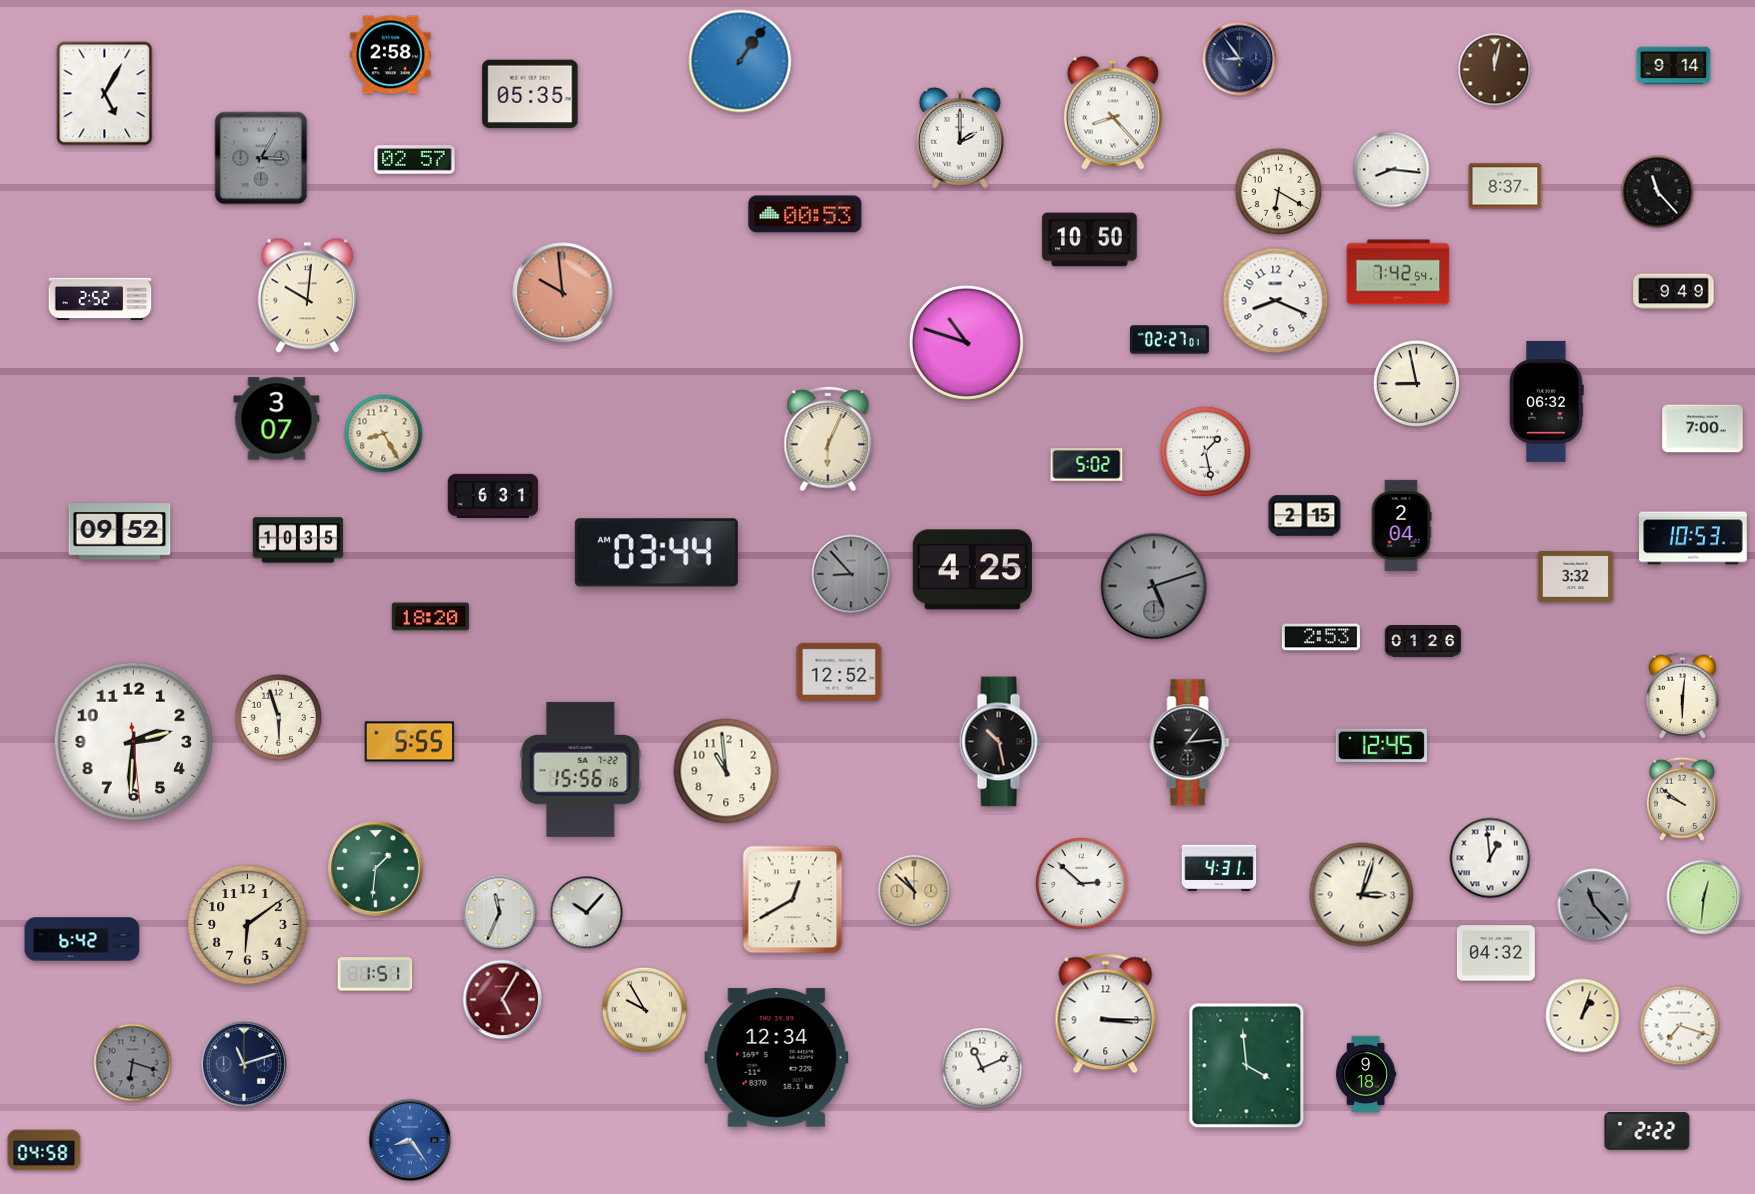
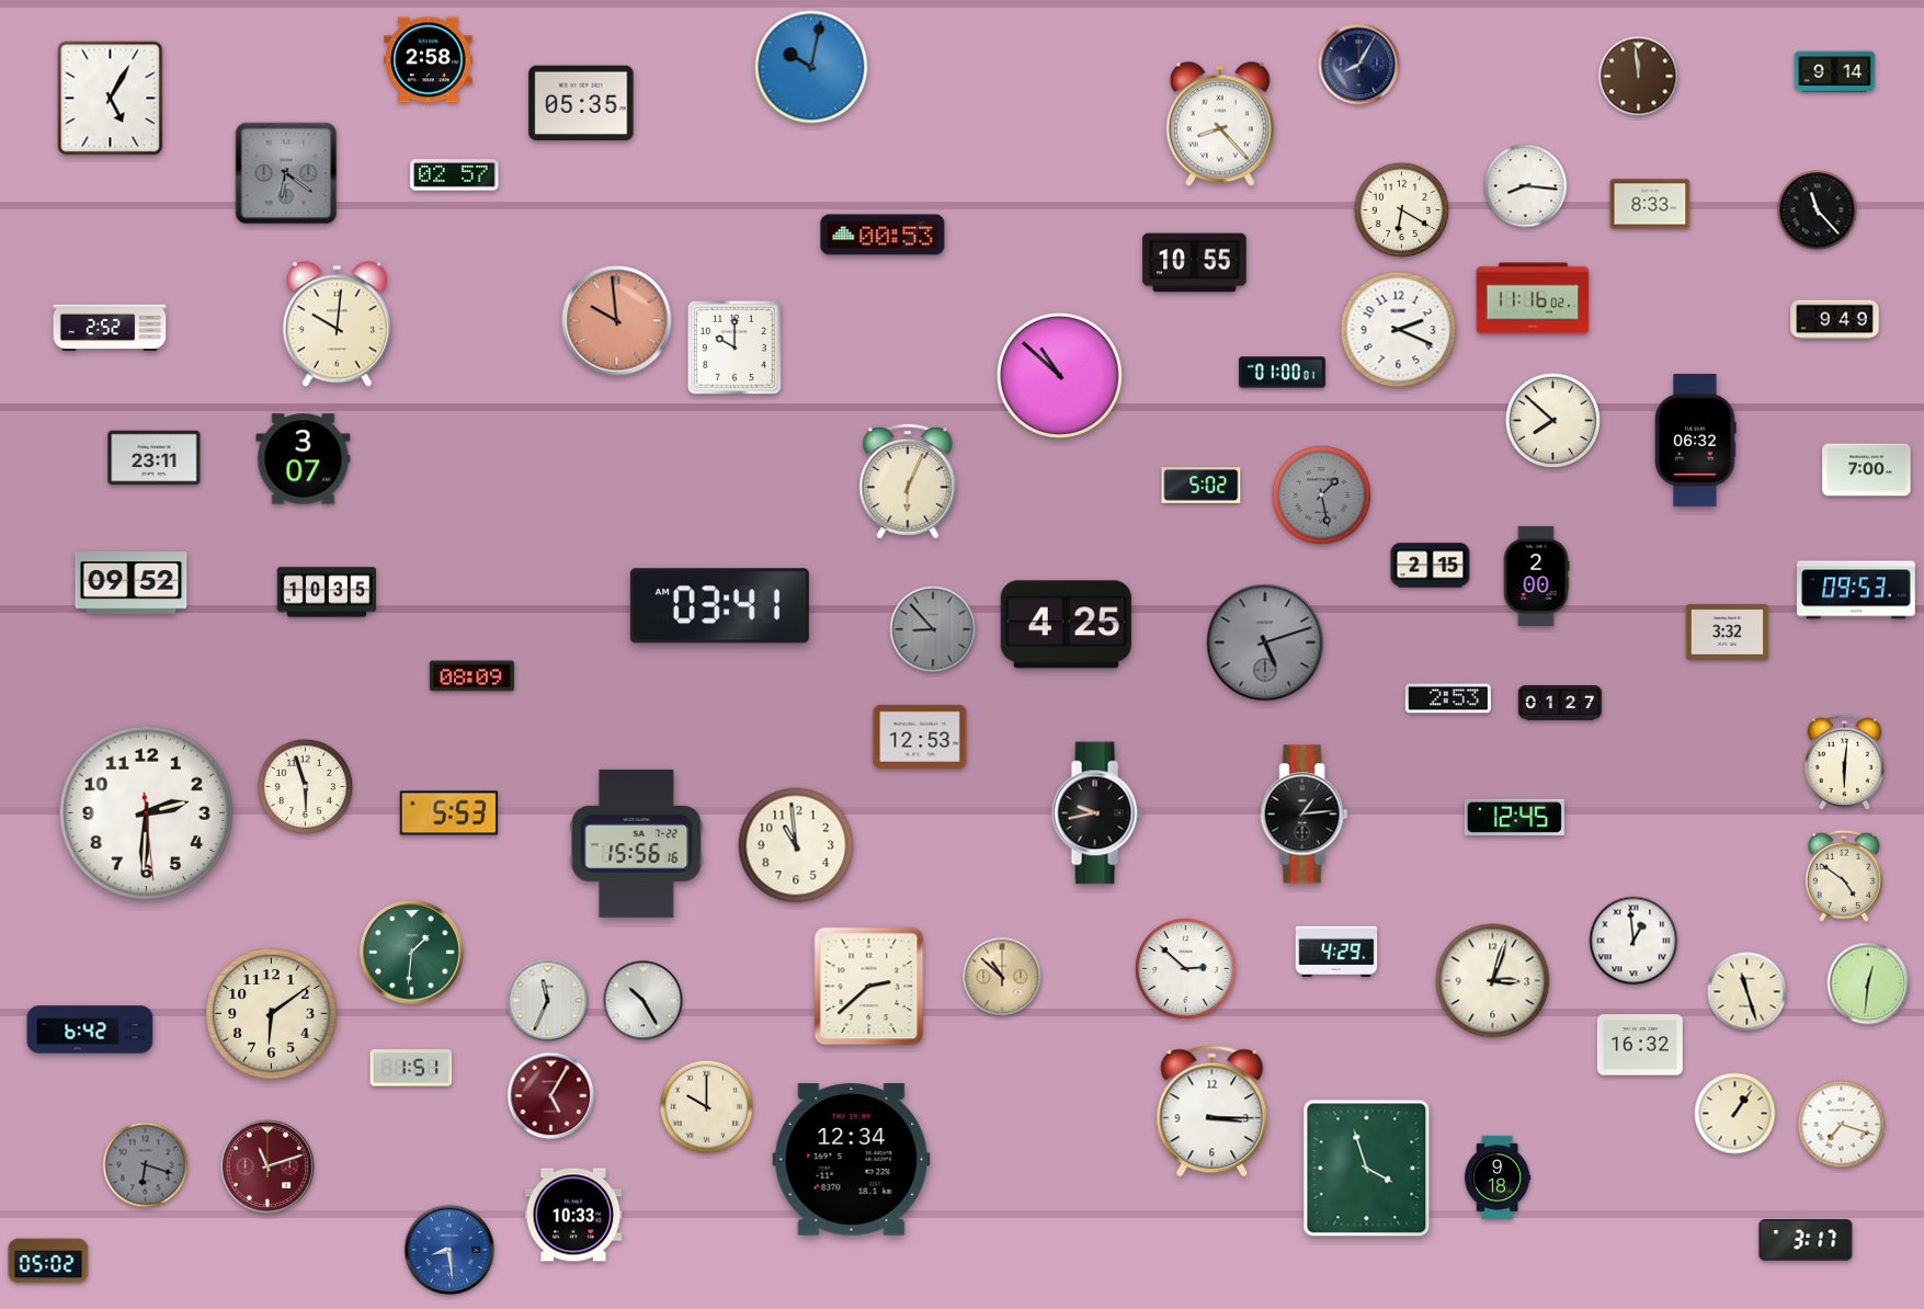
clock at (1240, 59): 8:54 -> 8:05
clock at (740, 61): 1:06 -> 10:02
clock at (1495, 70): 12:02 -> 11:59
clock at (105, 94) position: (105, 94) -> (111, 99)
clock at (960, 138): 2:00 -> none
clock at (261, 158): 3:05 -> 6:21
clock at (1505, 186): 8:37 -> 8:33
clock at (1090, 240): 10:50 -> 10:55
clock at (1398, 272): 7:42 -> 11:16
clock at (1276, 301): 8:19 -> 2:19
clock at (735, 348): none -> 10:00
clock at (1170, 340): 02:27 -> 01:00
clock at (966, 342): 10:48 -> 10:52
clock at (1416, 383): 8:58 -> 7:52
clock at (155, 458): none -> 23:11
clock at (384, 434): 8:25 -> none
clock at (1205, 451) dial: white -> grey
clock at (1087, 465) position: (1087, 465) -> (1202, 486)
clock at (492, 496): 6:31 -> none
clock at (1401, 525): 2:04 -> 2:00
clock at (1693, 538): 10:53 -> 09:53
clock at (656, 553): 03:44 -> 03:41
clock at (430, 617): 18:20 -> 08:09
clock at (1423, 641): 01:26 -> 01:27
clock at (839, 672): 12:52 -> 12:53
clock at (410, 742): 5:55 -> 5:53
clock at (1000, 742): 10:28 -> 9:43
clock at (1682, 799): 9:51 -> 4:51
clock at (1219, 867): 4:31 -> 4:29
clock at (793, 900): 12:40 -> 2:38
clock at (1594, 905): 11:23 -> 11:27
clock at (1594, 905) dial: grey -> cream
clock at (587, 913): 10:07 -> 10:25
clock at (1496, 953): 04:32 -> 16:32
clock at (645, 1010): 9:55 -> 10:00
clock at (1583, 1016): 1:03 -> 1:06
clock at (243, 1063) dial: navy -> burgundy
clock at (1247, 1066): 3:59 -> 3:57
clock at (982, 1068): 11:11 -> none
clock at (573, 1215): none -> 10:33
clock at (1647, 1131): 2:22 -> 3:17
clock at (410, 1140): 8:24 -> 8:29
clock at (44, 1150): 04:58 -> 05:02
